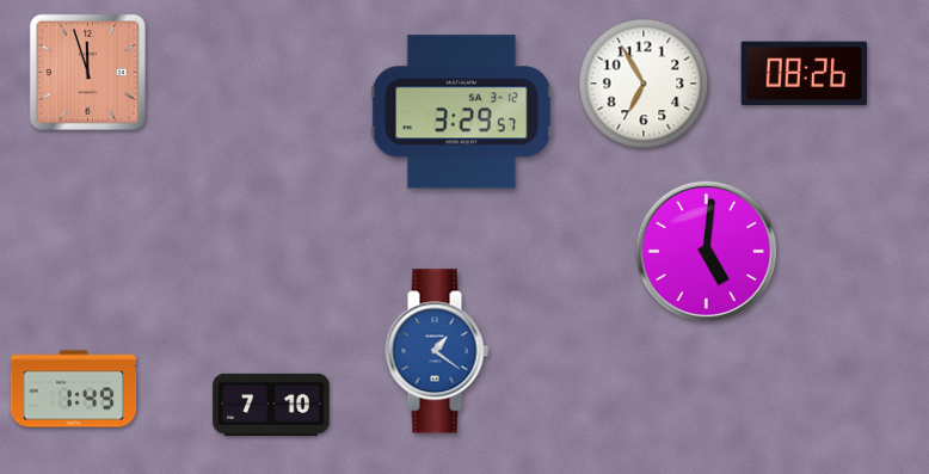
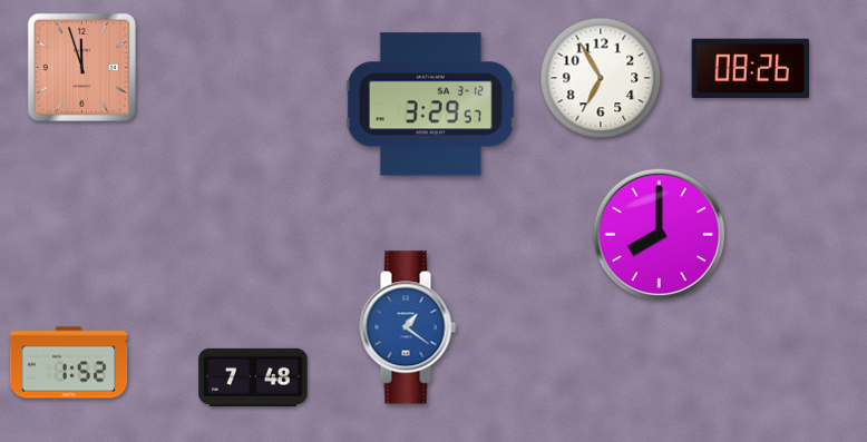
clock at (707, 252): 5:01 -> 8:00
clock at (74, 389): 1:49 -> 1:52
clock at (271, 405): 7:10 -> 7:48
